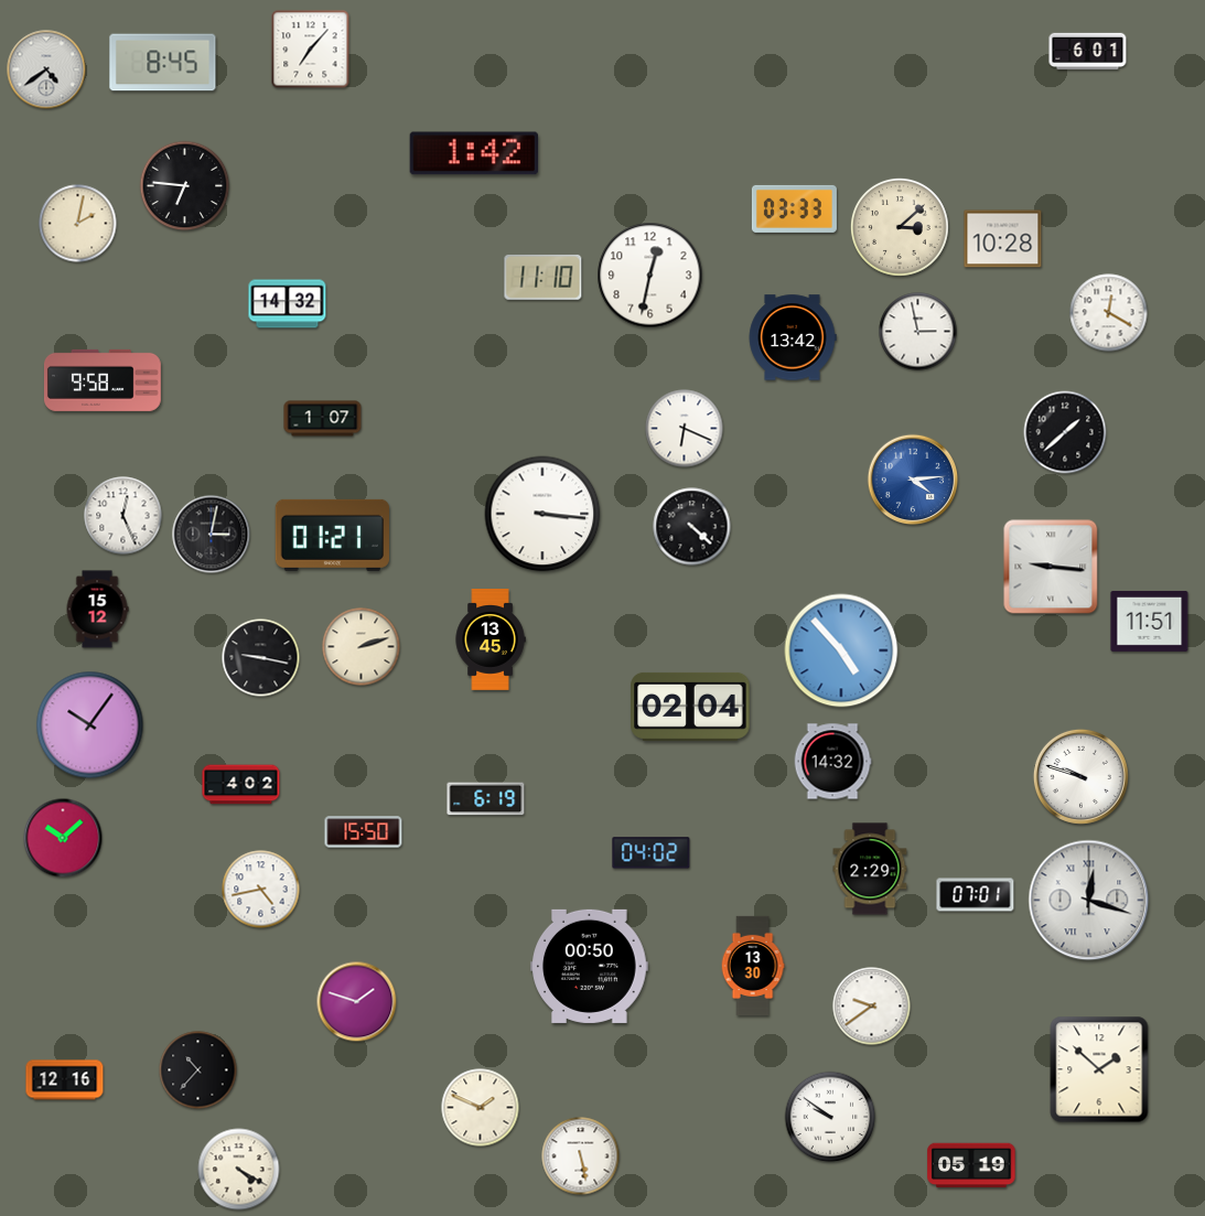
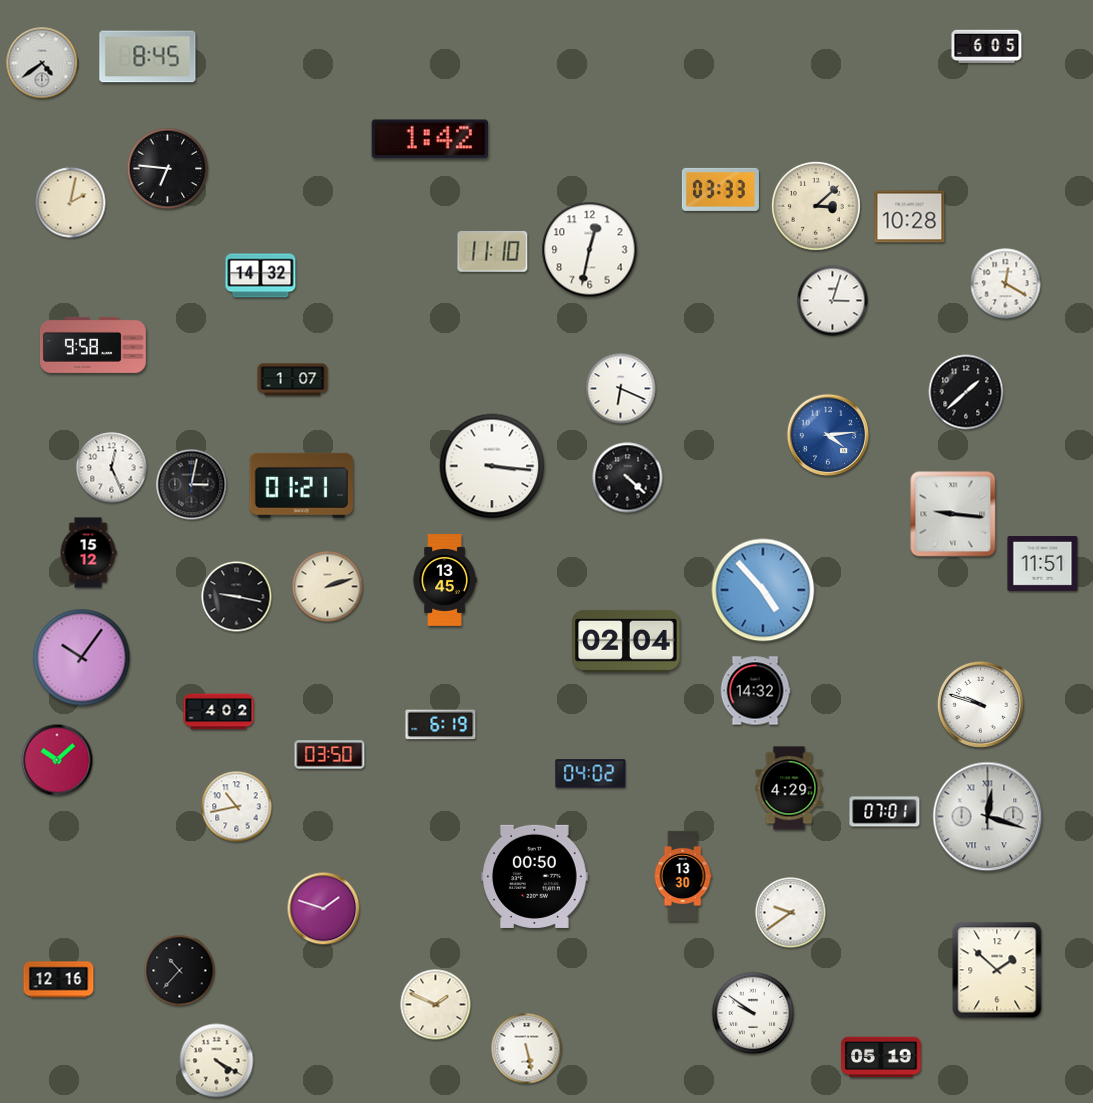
clock at (311, 50): 7:07 -> none
clock at (1088, 52): 6:01 -> 6:05
clock at (918, 332): 2:58 -> 3:03
clock at (793, 337): 13:42 -> none
clock at (364, 832): 15:50 -> 03:50
clock at (870, 869): 2:29 -> 4:29
clock at (261, 890): 4:43 -> 10:43
